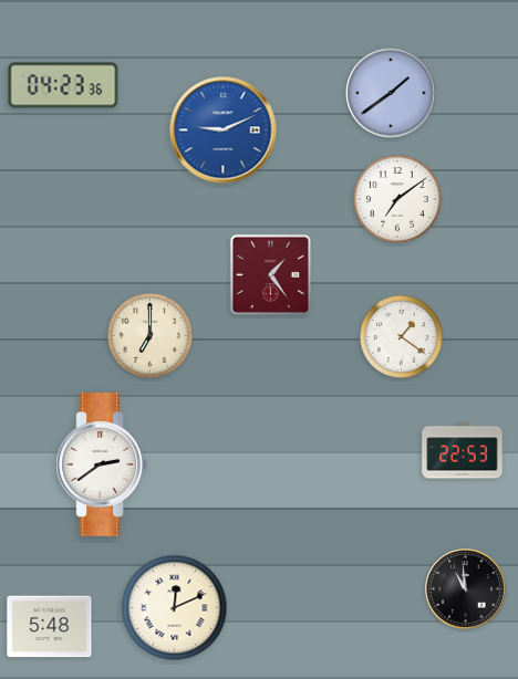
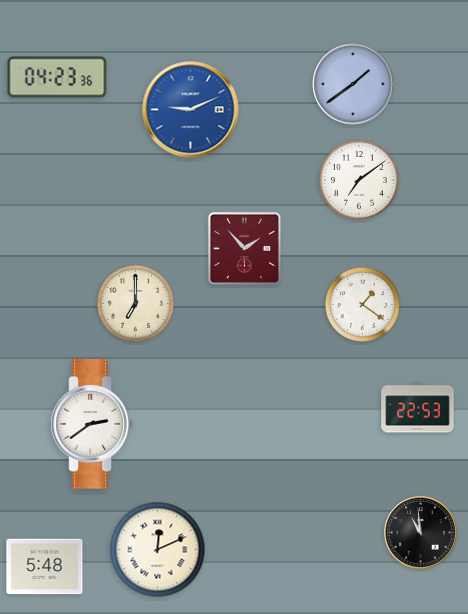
clock at (224, 130) position: (224, 130) -> (191, 110)
clock at (271, 275): 1:24 -> 1:53
clock at (101, 464) position: (101, 464) -> (91, 424)
